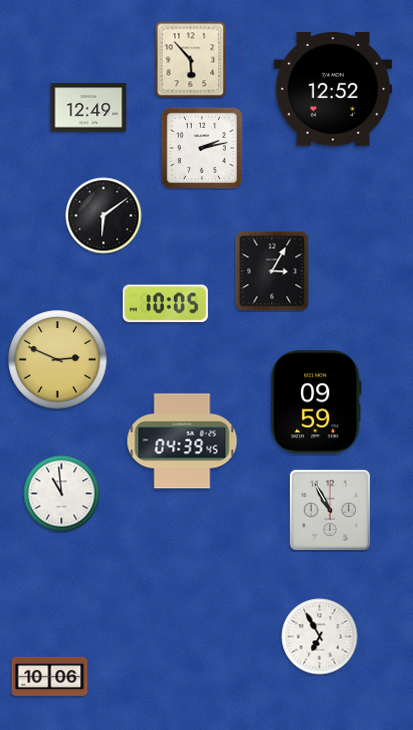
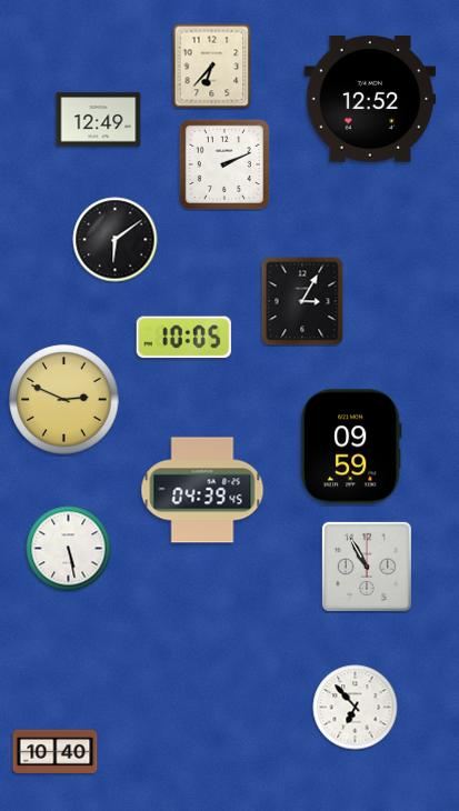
clock at (191, 59): 5:53 -> 6:37
clock at (202, 148): 2:13 -> 2:11
clock at (62, 494): 10:59 -> 5:28
clock at (320, 637): 6:55 -> 6:53
clock at (50, 676): 10:06 -> 10:40
